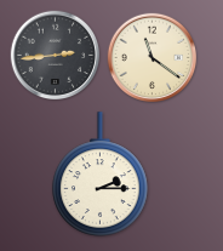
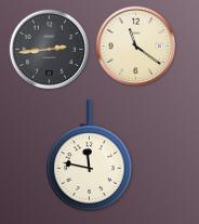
clock at (153, 58) position: (153, 58) -> (136, 47)
clock at (101, 175): 2:15 -> 11:47
